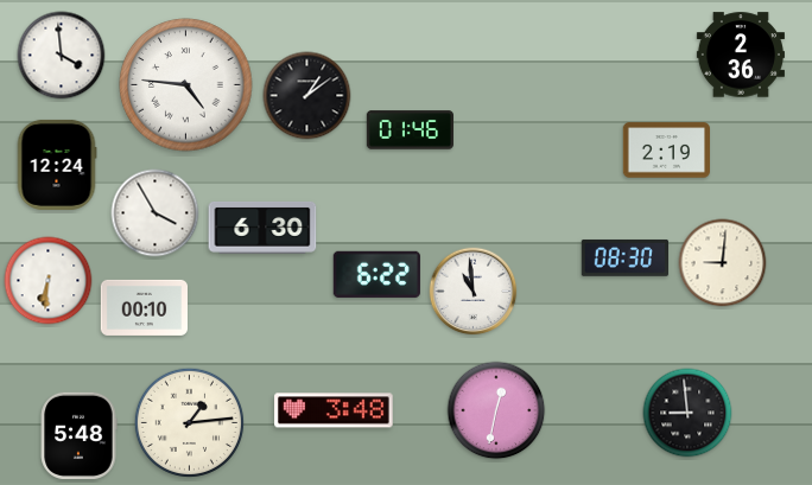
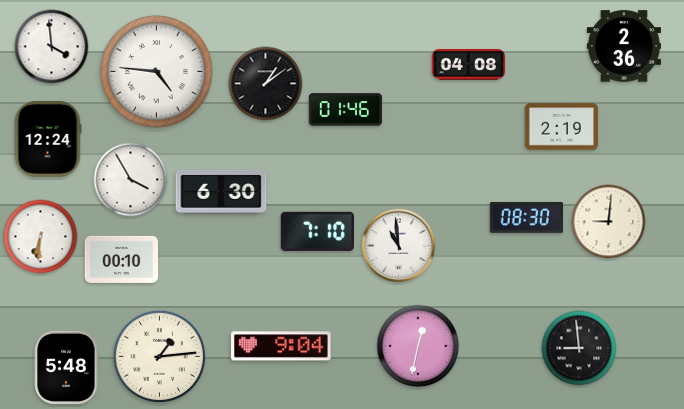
clock at (469, 65): none -> 04:08
clock at (307, 96) position: (307, 96) -> (266, 84)
clock at (376, 274): 6:22 -> 7:10
clock at (334, 410): 3:48 -> 9:04
